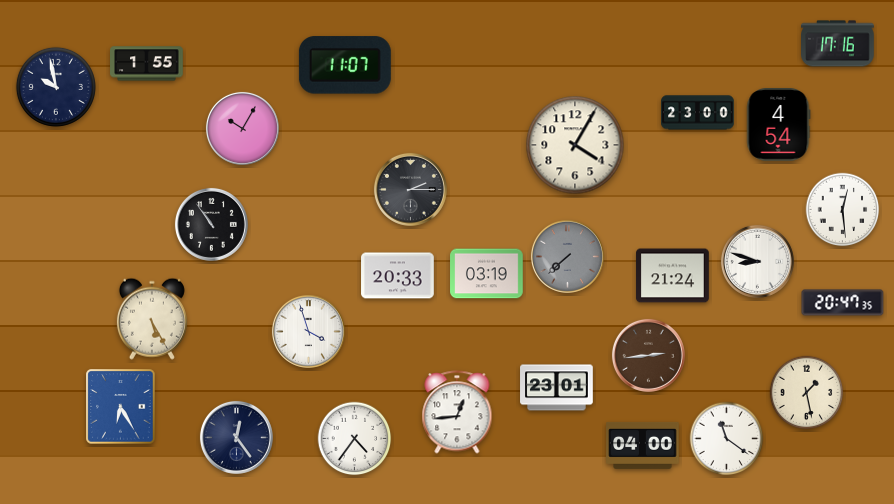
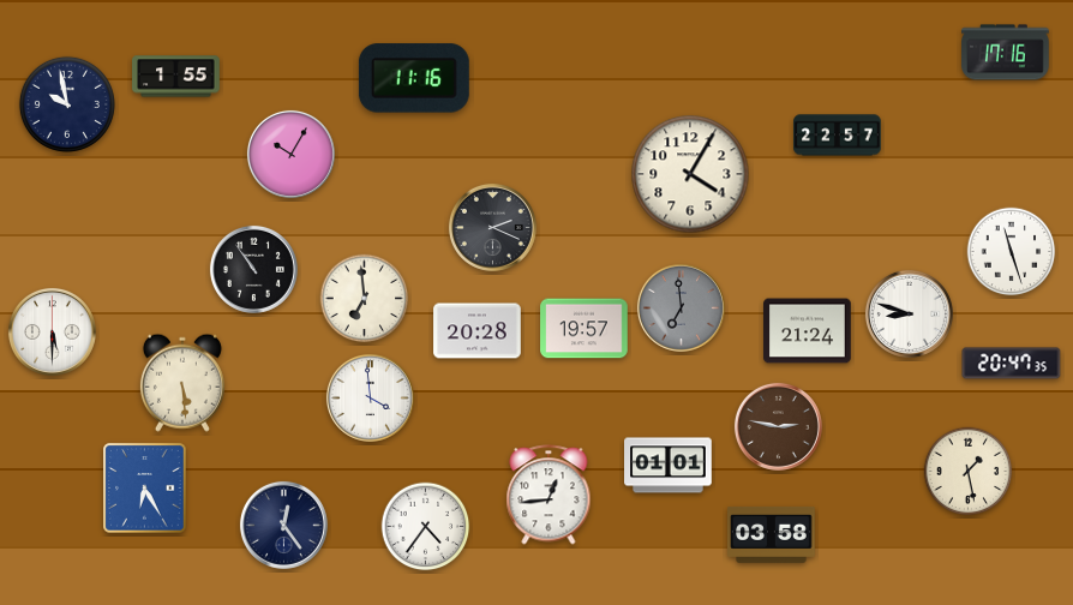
clock at (345, 65): 11:07 -> 11:16
clock at (698, 113): 23:00 -> 22:57
clock at (778, 125): 4:54 -> none
clock at (410, 189): 2:15 -> 2:19
clock at (843, 210): 12:29 -> 11:27
clock at (365, 299): none -> 6:59
clock at (567, 256): 7:38 -> 6:59
clock at (487, 274): 03:19 -> 19:57
clock at (52, 331): none -> 5:30
clock at (398, 276): 20:33 -> 20:28
clock at (152, 319): 5:25 -> 5:29
clock at (308, 331): 3:57 -> 3:59
clock at (648, 355): 2:44 -> 2:47
clock at (557, 388): 23:01 -> 01:01
clock at (727, 439): 11:21 -> none
clock at (643, 445): 04:00 -> 03:58
